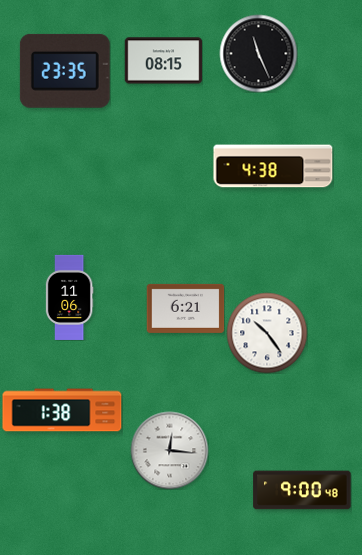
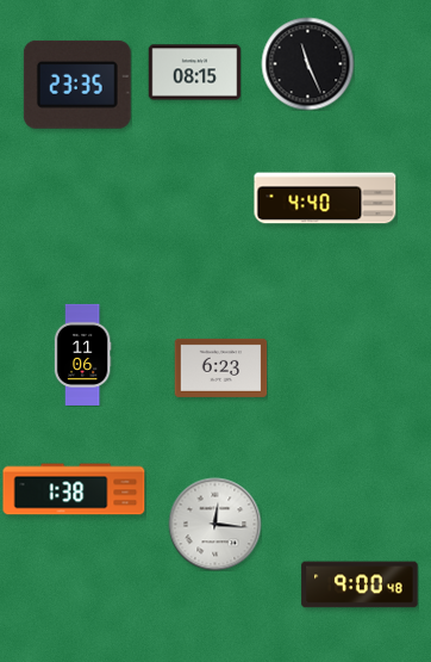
clock at (273, 166): 4:38 -> 4:40
clock at (185, 308): 6:21 -> 6:23
clock at (267, 333): 10:24 -> none
clock at (169, 450) position: (169, 450) -> (214, 524)
